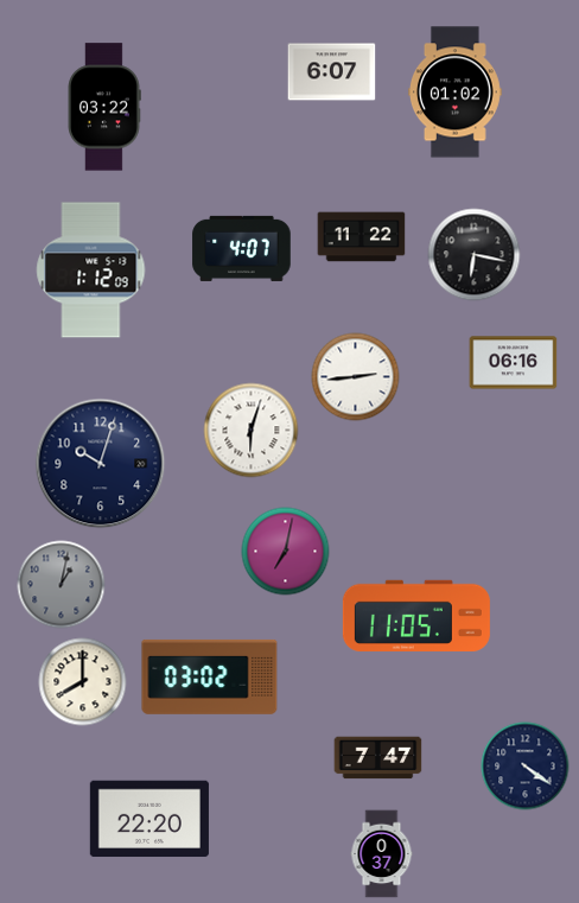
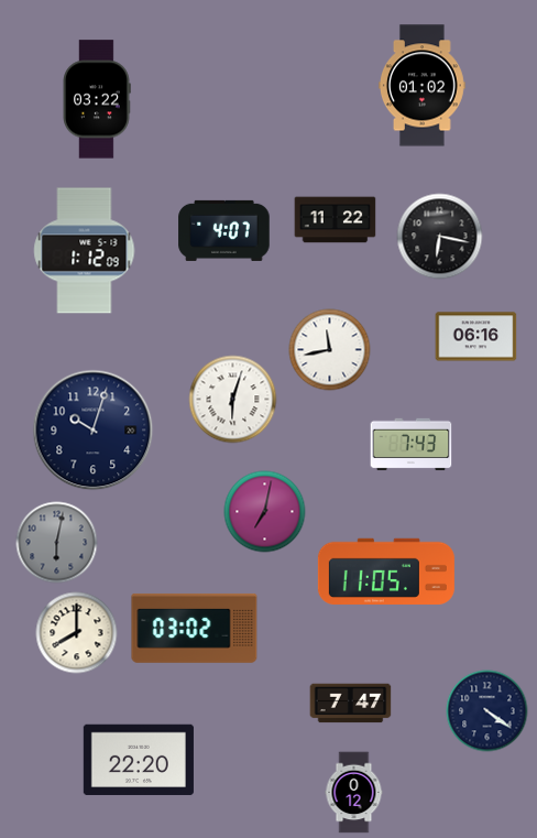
clock at (332, 72): 6:07 -> none
clock at (356, 377): 2:44 -> 11:43
clock at (412, 445): none -> 7:43
clock at (62, 585): 1:02 -> 6:02
clock at (382, 854): 0:37 -> 0:12
